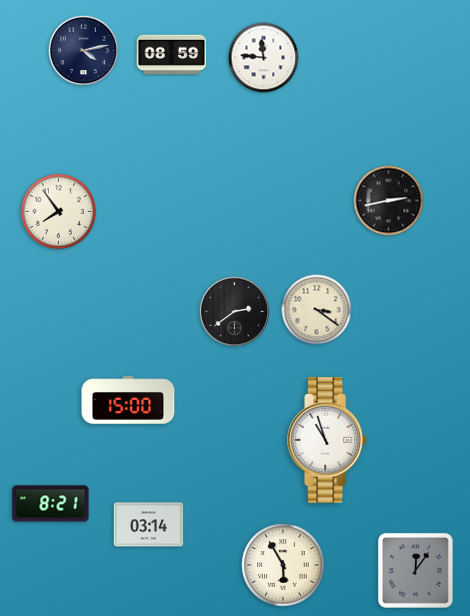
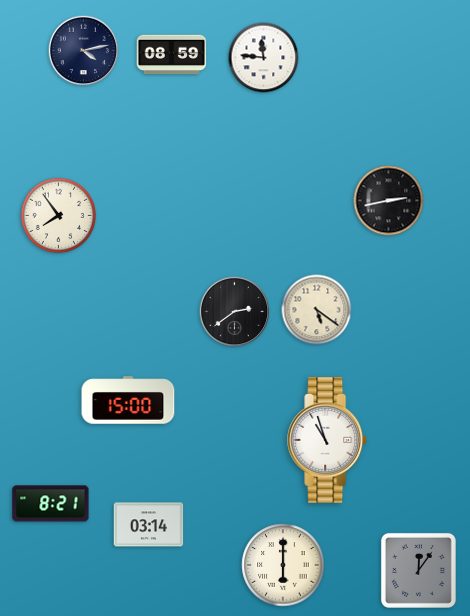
clock at (59, 212) position: (59, 212) -> (59, 216)
clock at (317, 310): 3:21 -> 5:21
clock at (283, 565): 5:55 -> 6:00
clock at (415, 570) position: (415, 570) -> (418, 570)
